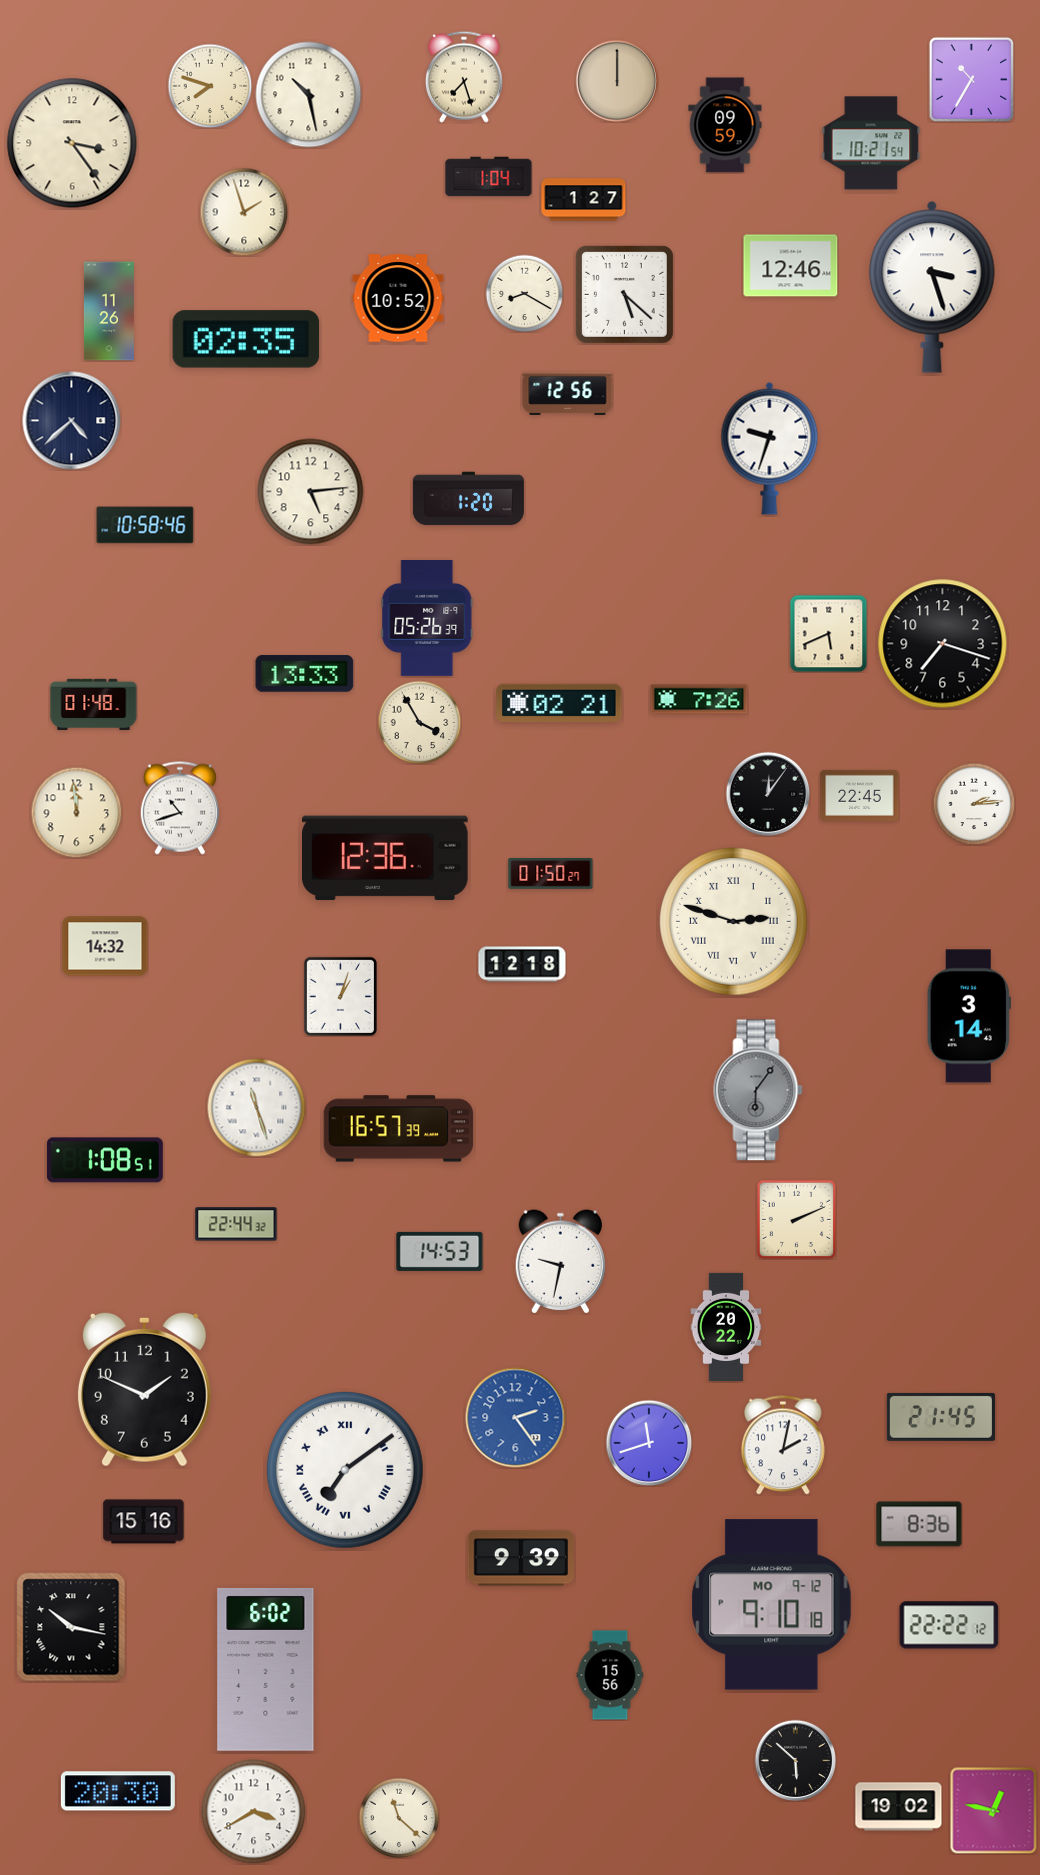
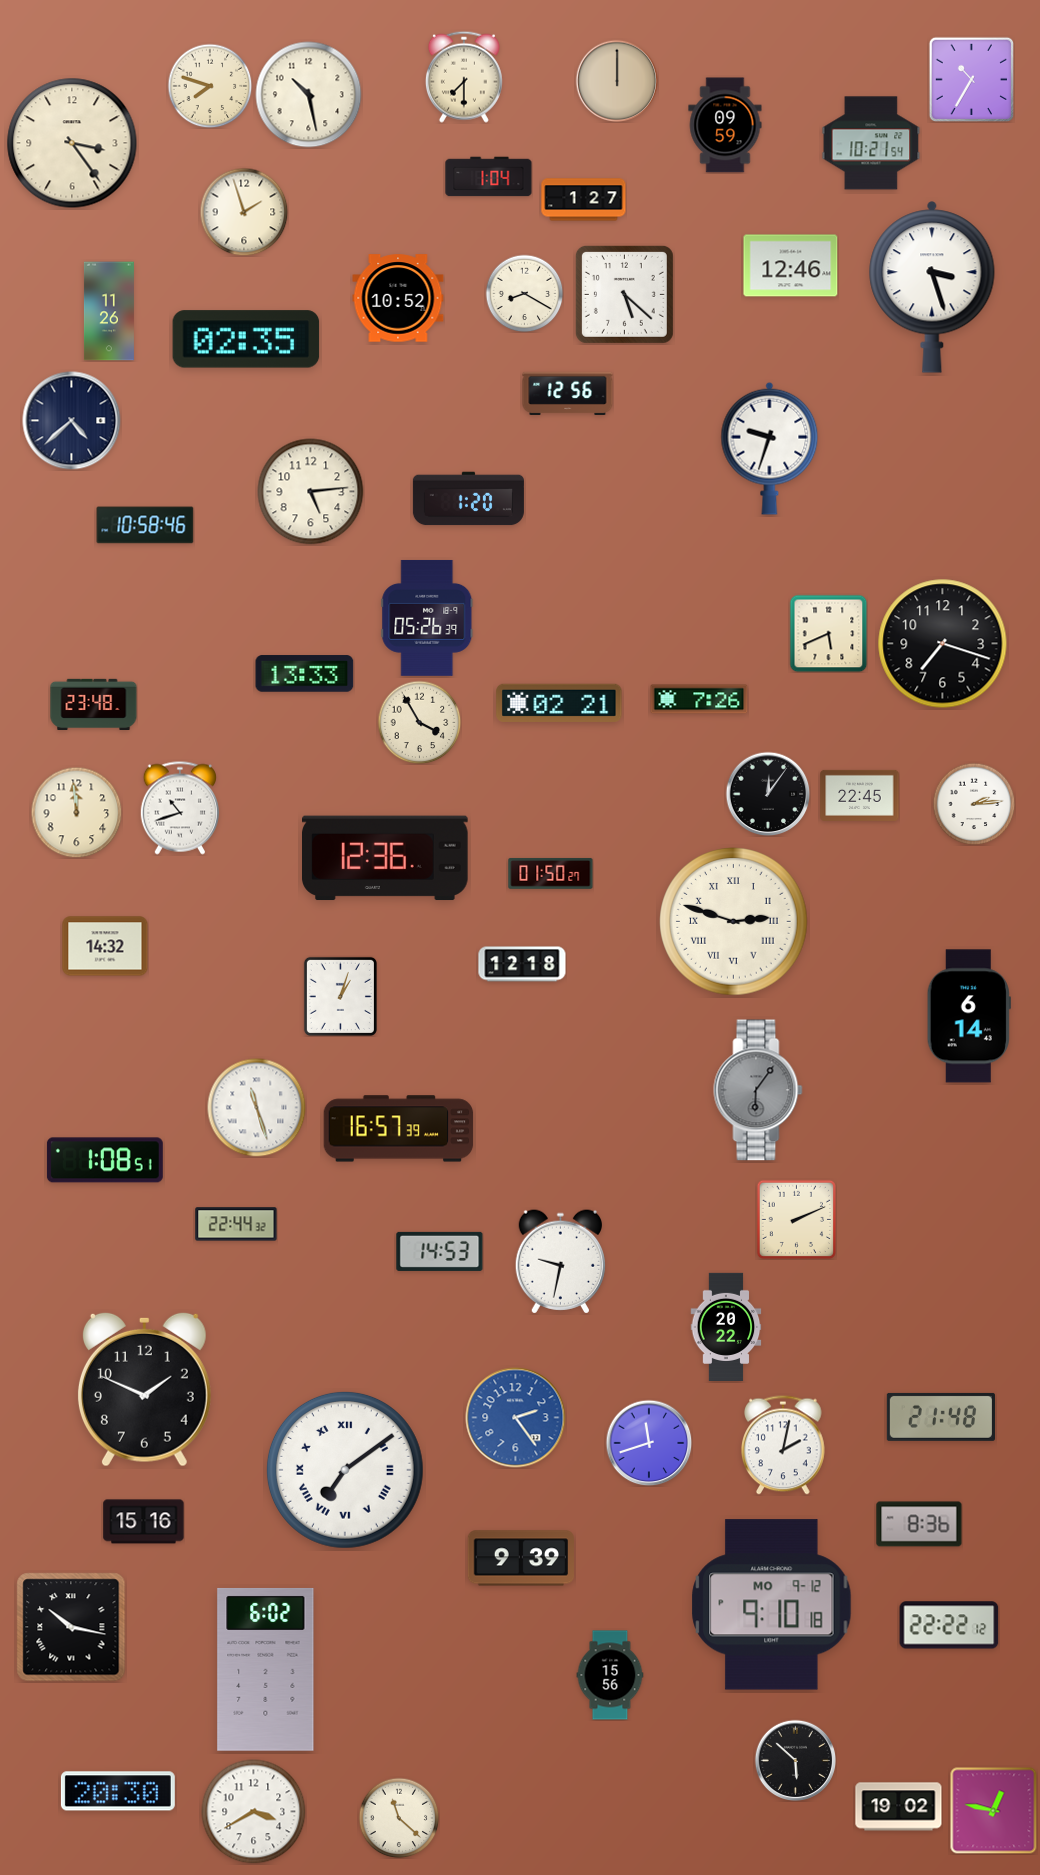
clock at (464, 77): 7:27 -> 7:30
clock at (94, 704): 01:48 -> 23:48
clock at (969, 1016): 3:14 -> 6:14
clock at (941, 1417): 21:45 -> 21:48
